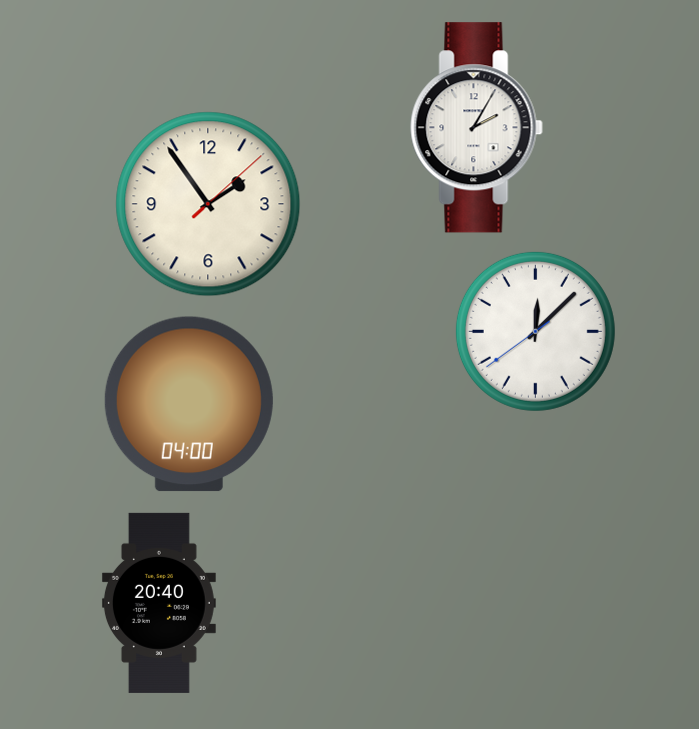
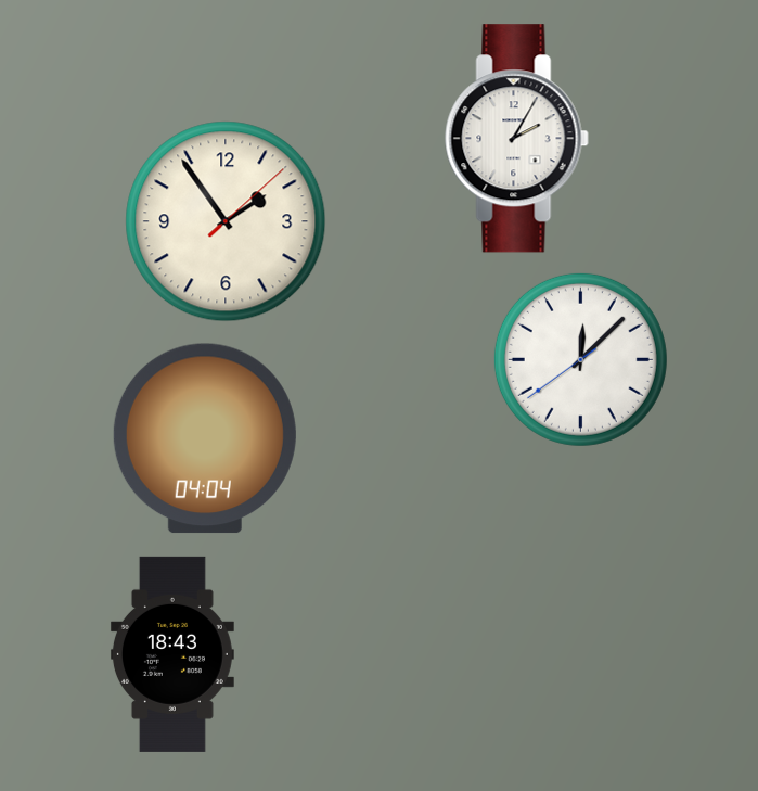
clock at (189, 404): 04:00 -> 04:04
clock at (159, 603): 20:40 -> 18:43
